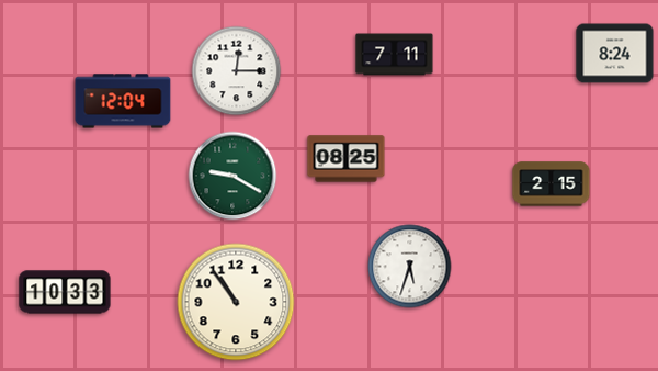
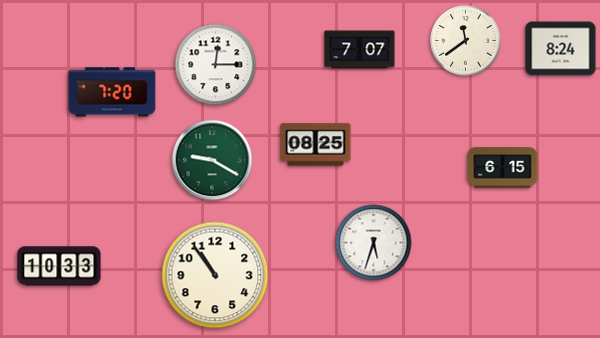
clock at (466, 41): none -> 11:39
clock at (395, 55): 7:11 -> 7:07
clock at (123, 101): 12:04 -> 7:20
clock at (552, 184): 2:15 -> 6:15
